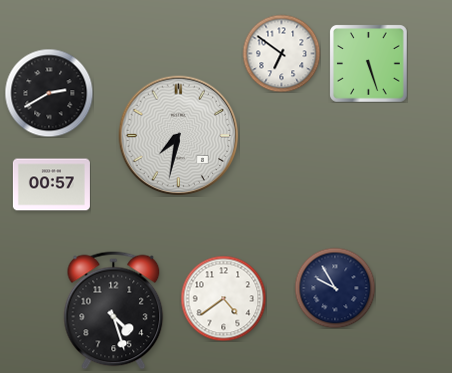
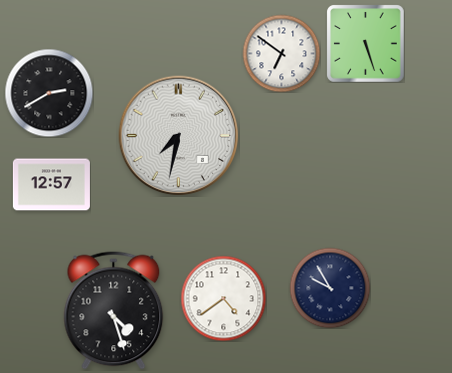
clock at (368, 63) position: (368, 63) -> (365, 43)
clock at (51, 185): 00:57 -> 12:57
clock at (335, 288) position: (335, 288) -> (330, 288)
